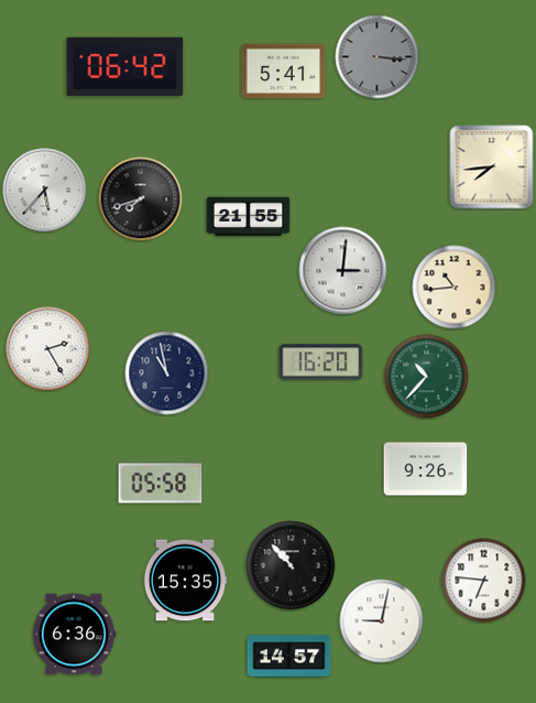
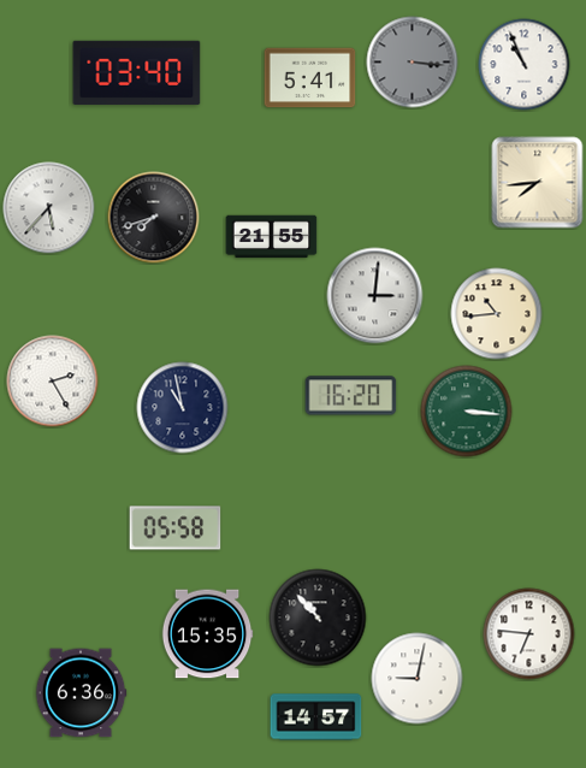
clock at (525, 65): none -> 10:56
clock at (125, 66): 06:42 -> 03:40
clock at (427, 377): 10:37 -> 3:16
clock at (426, 469): 9:26 -> none
clock at (185, 581) position: (185, 581) -> (207, 634)
